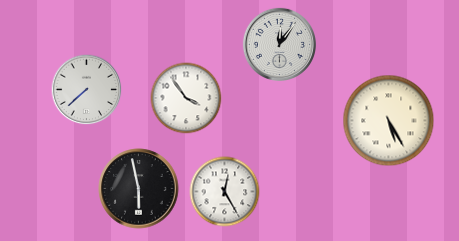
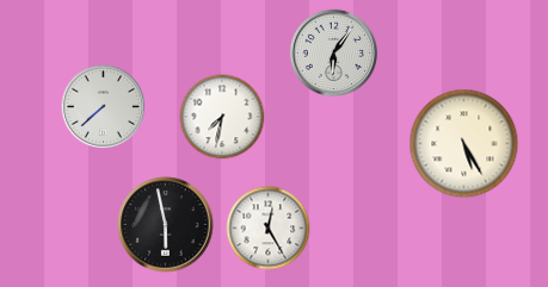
clock at (279, 44): 12:06 -> 6:06
clock at (186, 98): 3:54 -> 7:32
